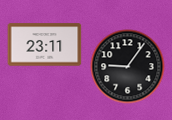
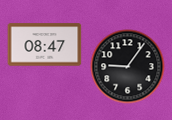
clock at (45, 45): 23:11 -> 08:47
